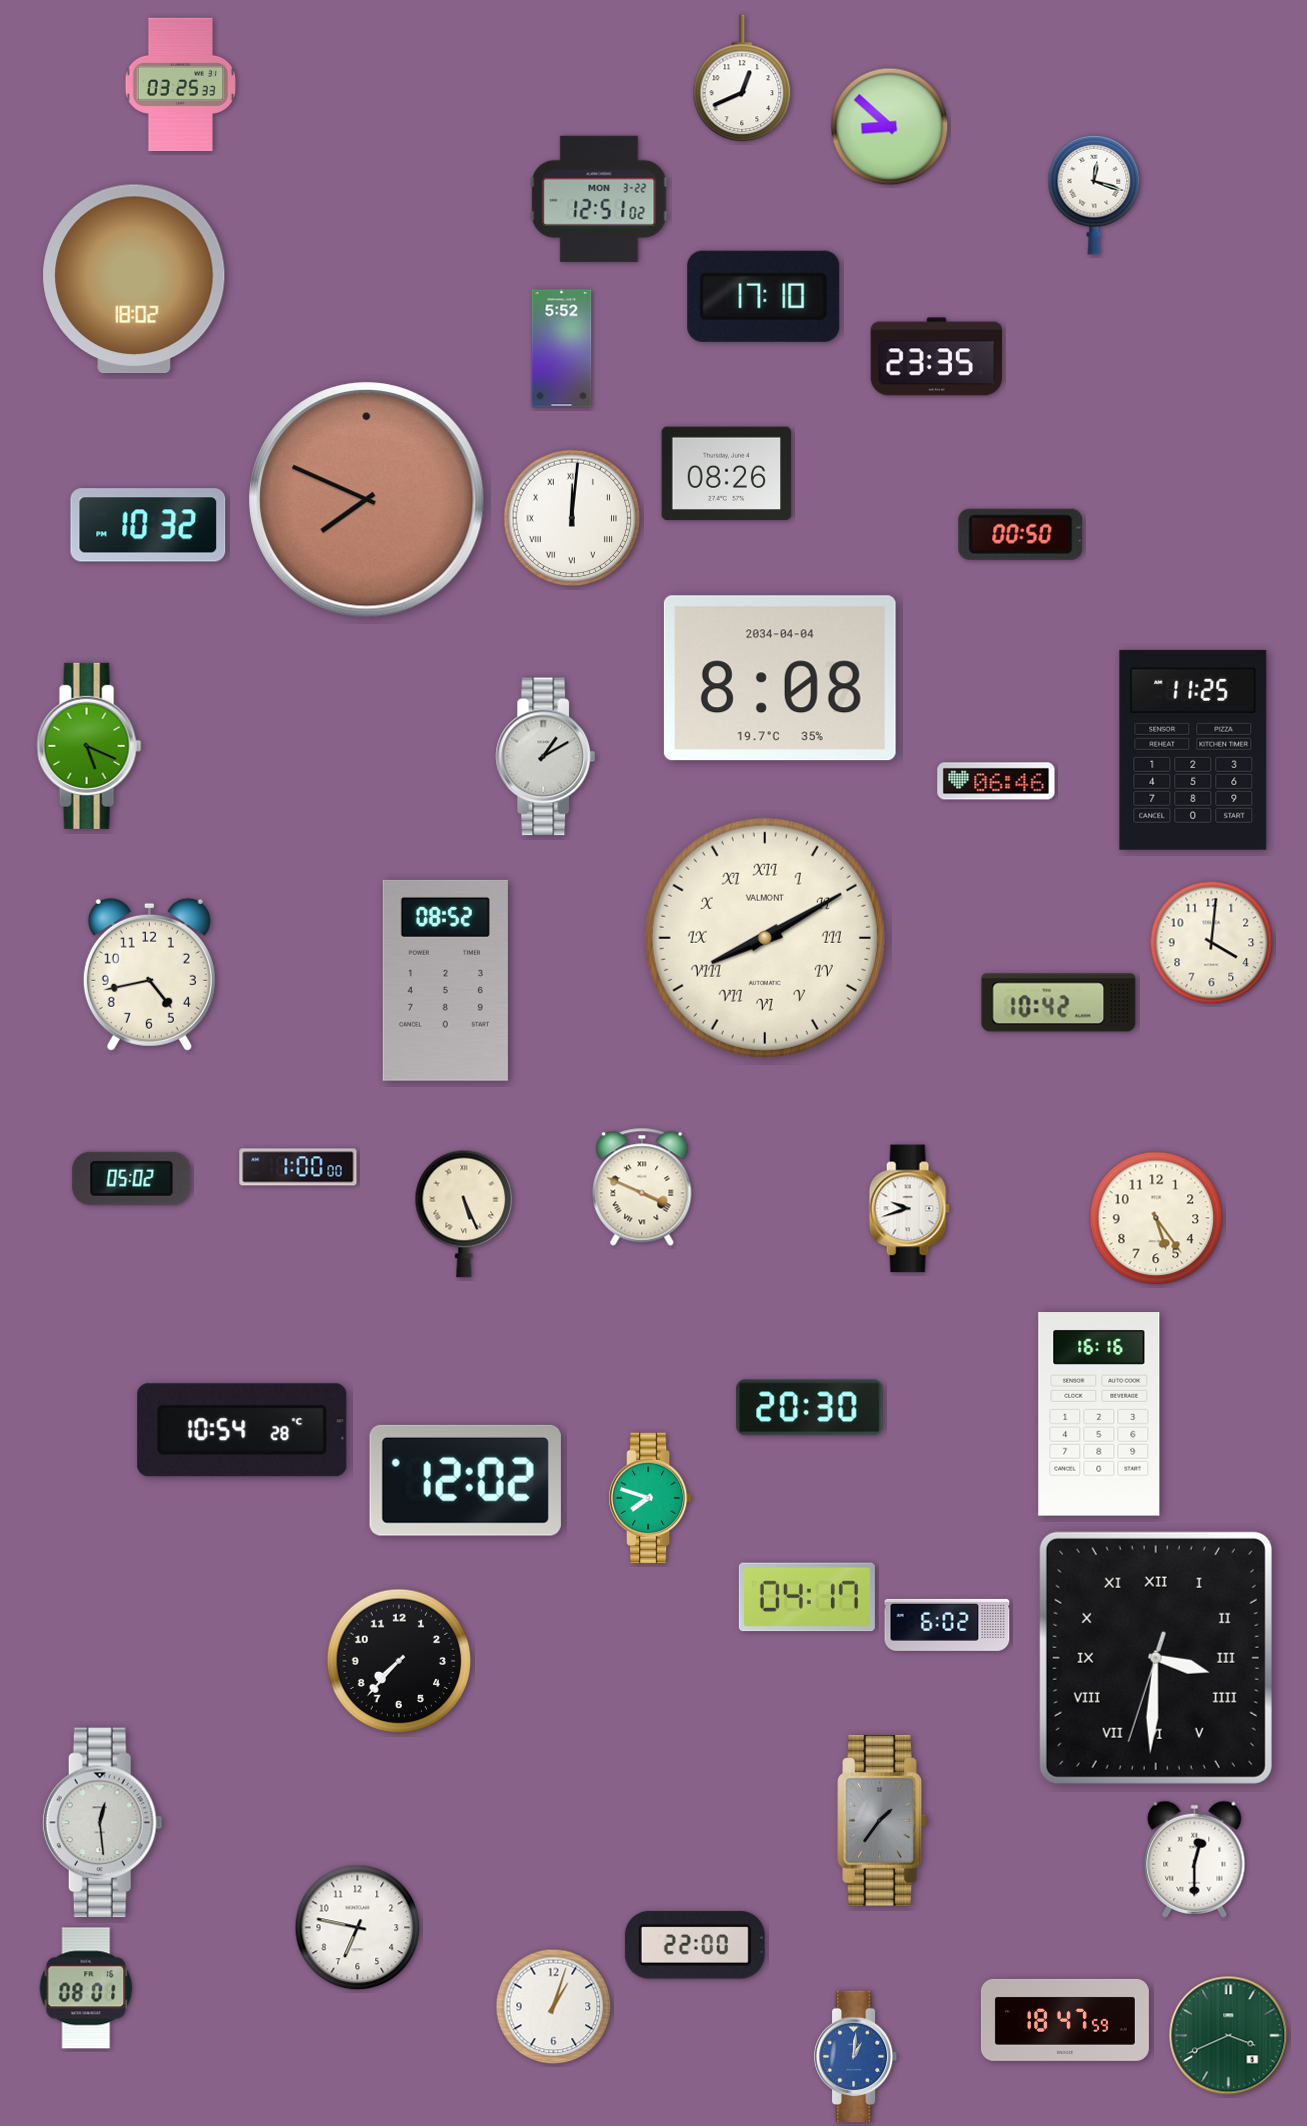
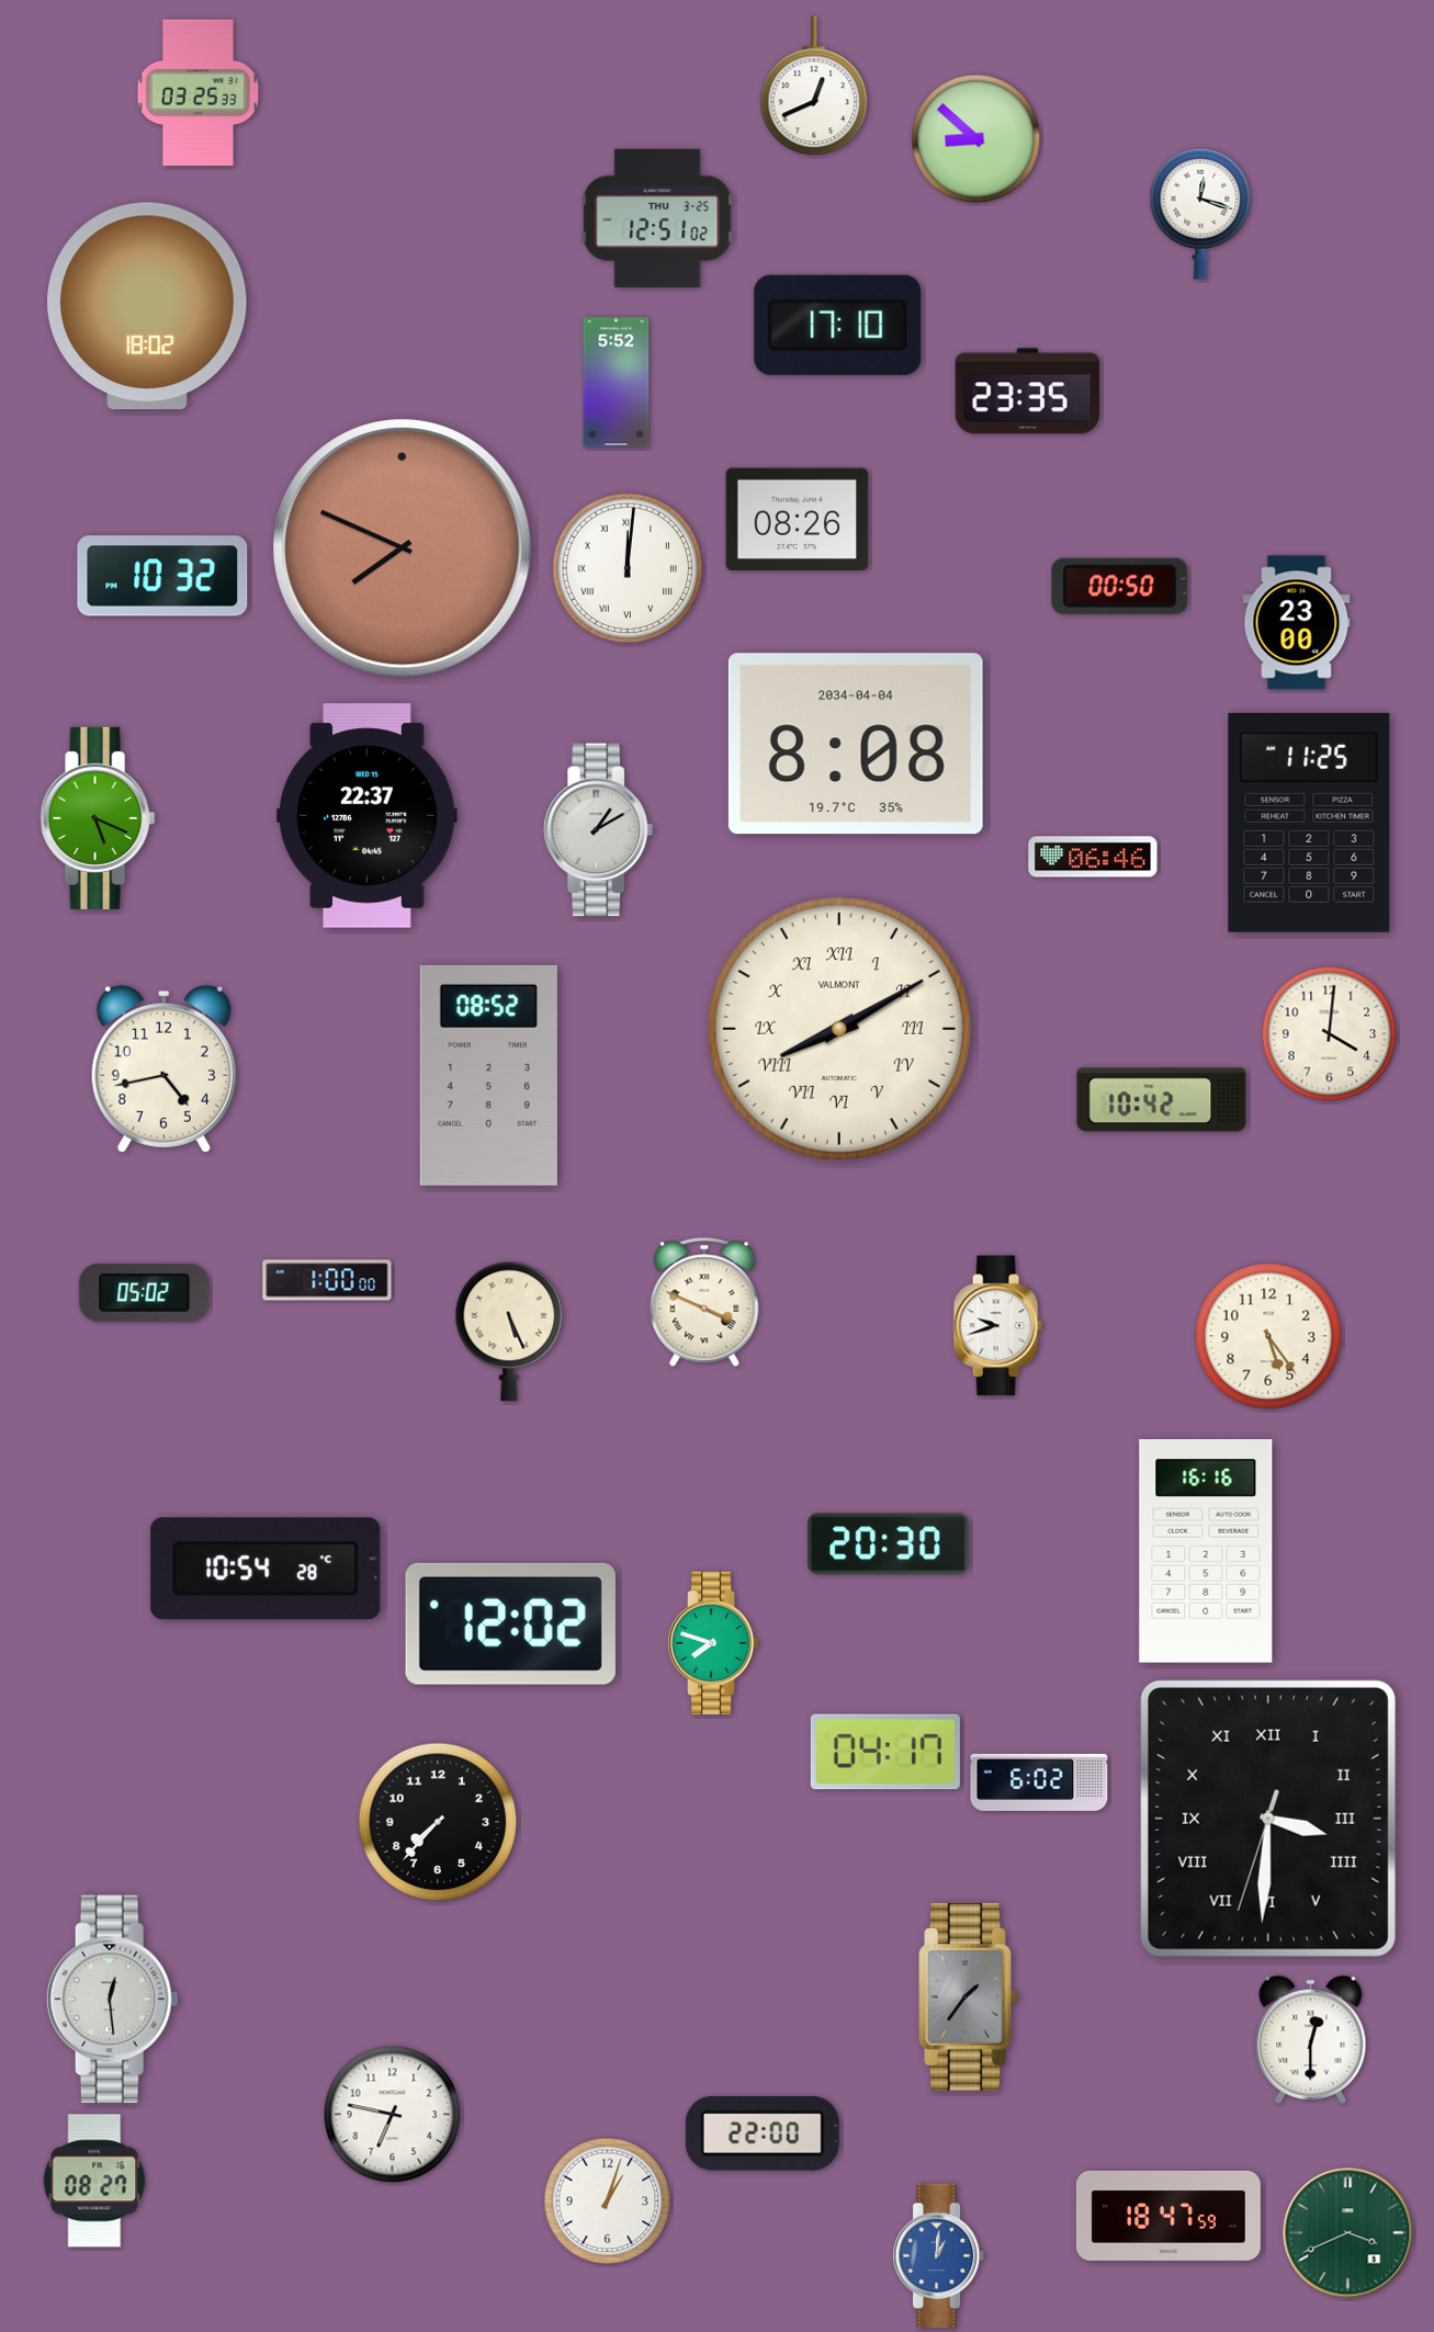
clock at (599, 199) date: MON 3-22 -> THU 3-25
clock at (1297, 623): none -> 23:00
clock at (368, 816): none -> 22:37
clock at (86, 1988): 08:01 -> 08:27
